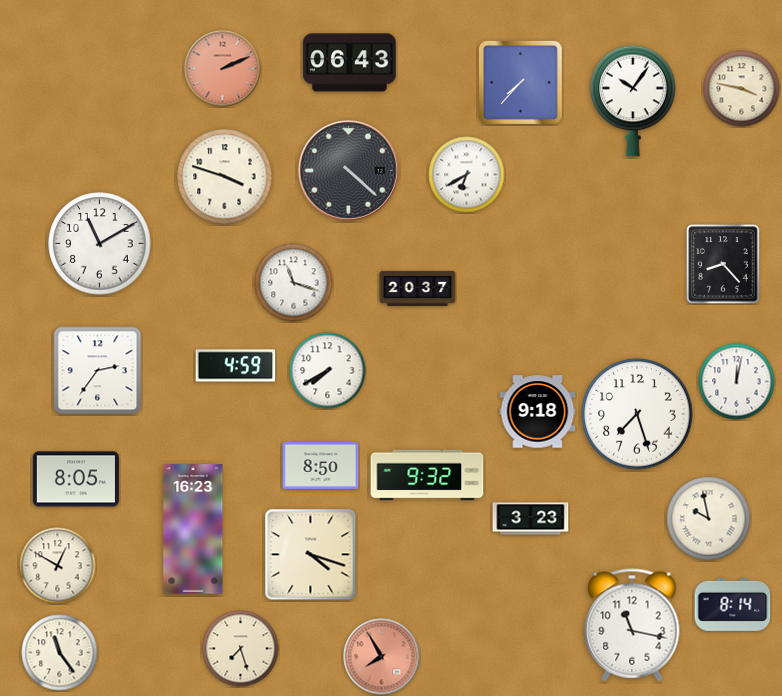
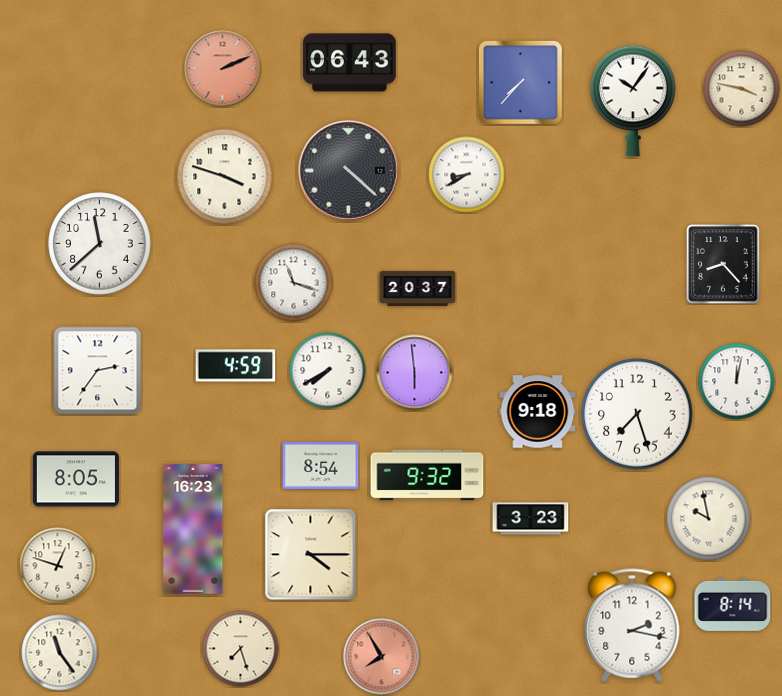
clock at (467, 175): 6:40 -> 8:40
clock at (100, 244): 11:10 -> 11:38
clock at (415, 373): none -> 5:59
clock at (321, 466): 8:50 -> 8:54
clock at (311, 555): 4:18 -> 4:15
clock at (58, 566): 12:50 -> 12:48
clock at (632, 625): 11:17 -> 2:17
